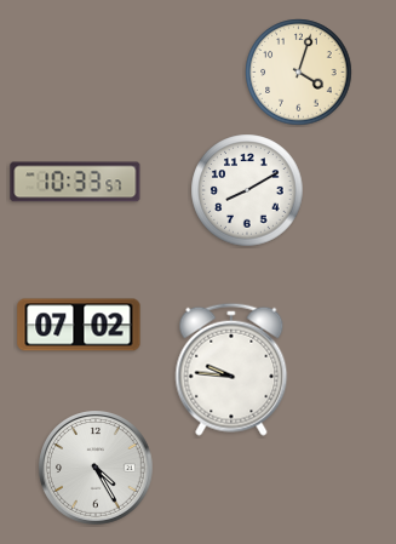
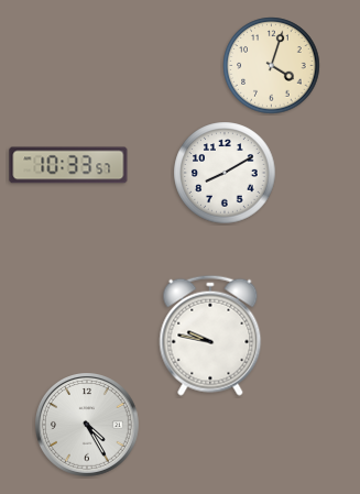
clock at (79, 325): 07:02 -> none
clock at (231, 370): 9:46 -> 9:47
